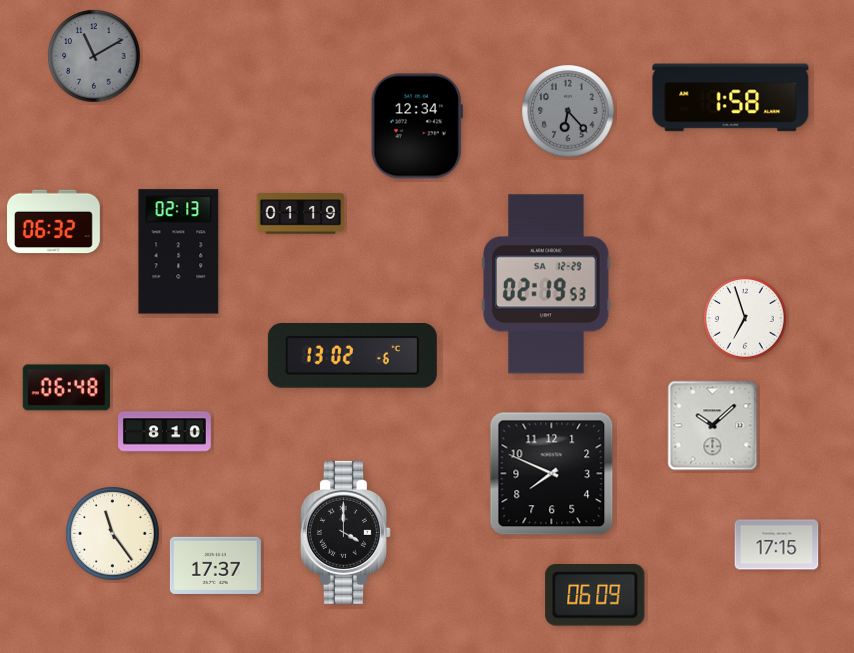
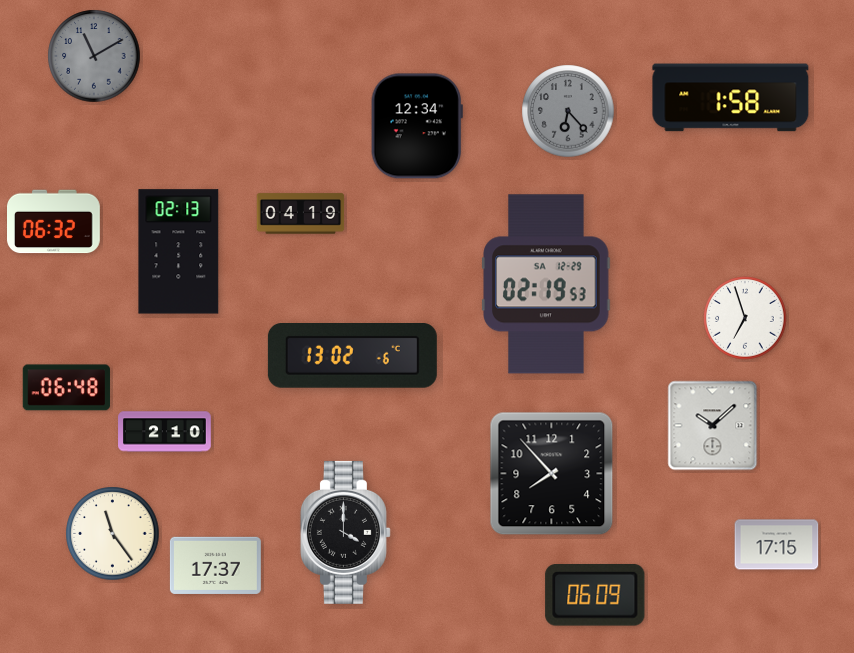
clock at (301, 214): 01:19 -> 04:19
clock at (165, 432): 8:10 -> 2:10
clock at (552, 474): 7:49 -> 7:53
